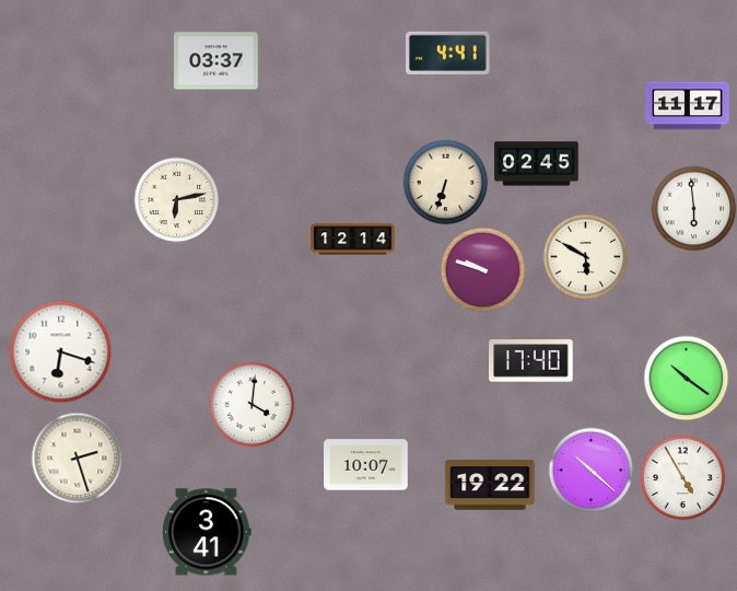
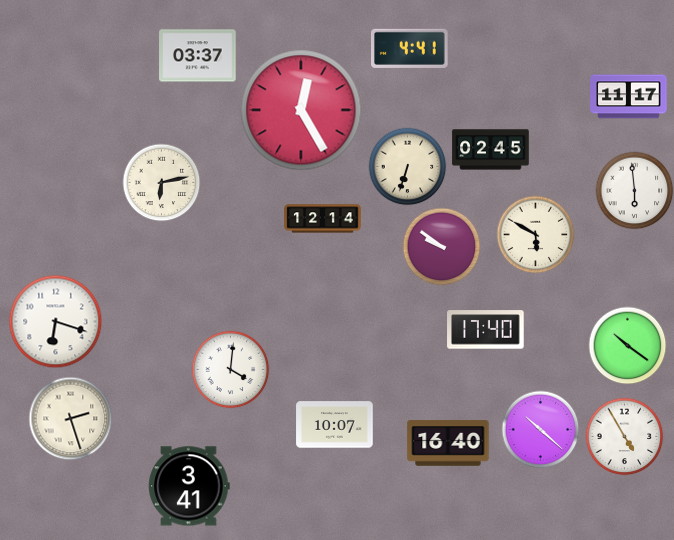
clock at (301, 110): none -> 12:25
clock at (482, 269): 9:48 -> 9:51
clock at (490, 485): 19:22 -> 16:40
